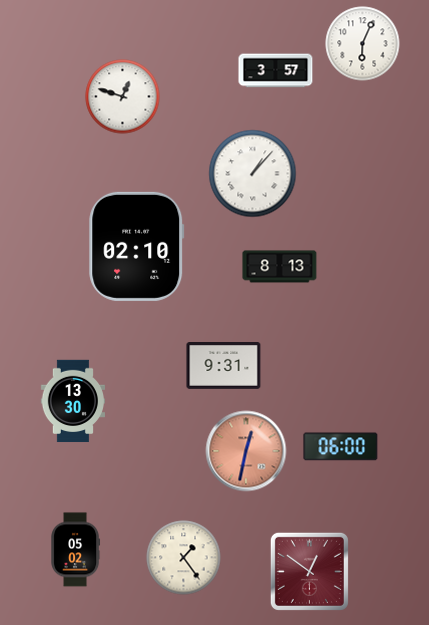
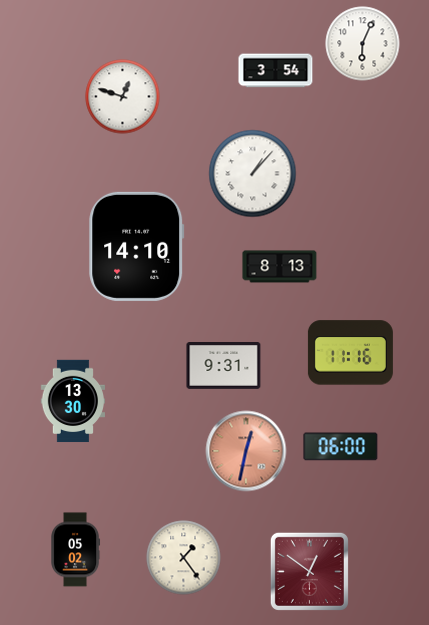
clock at (276, 71): 3:57 -> 3:54
clock at (137, 246): 02:10 -> 14:10
clock at (350, 353): none -> 11:16
